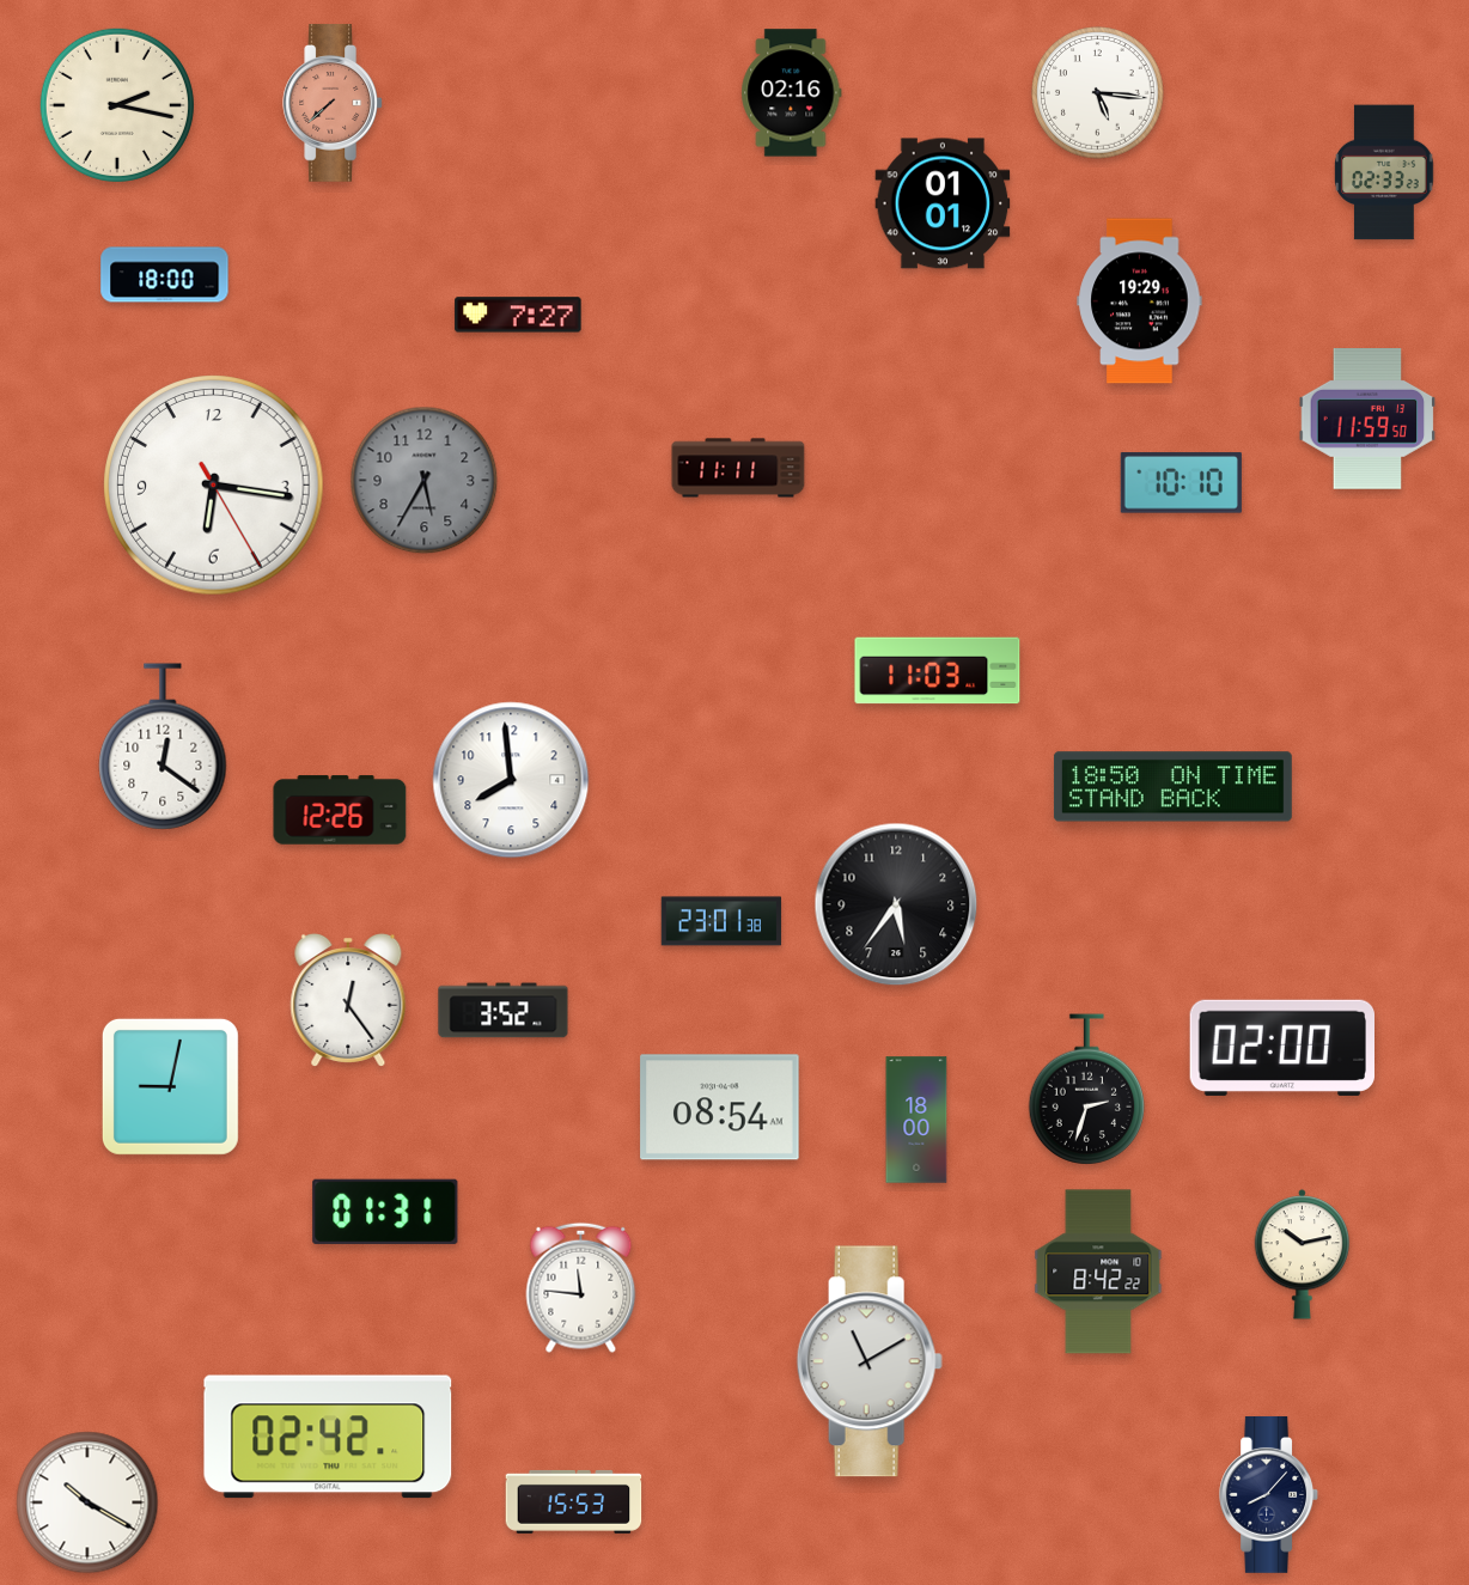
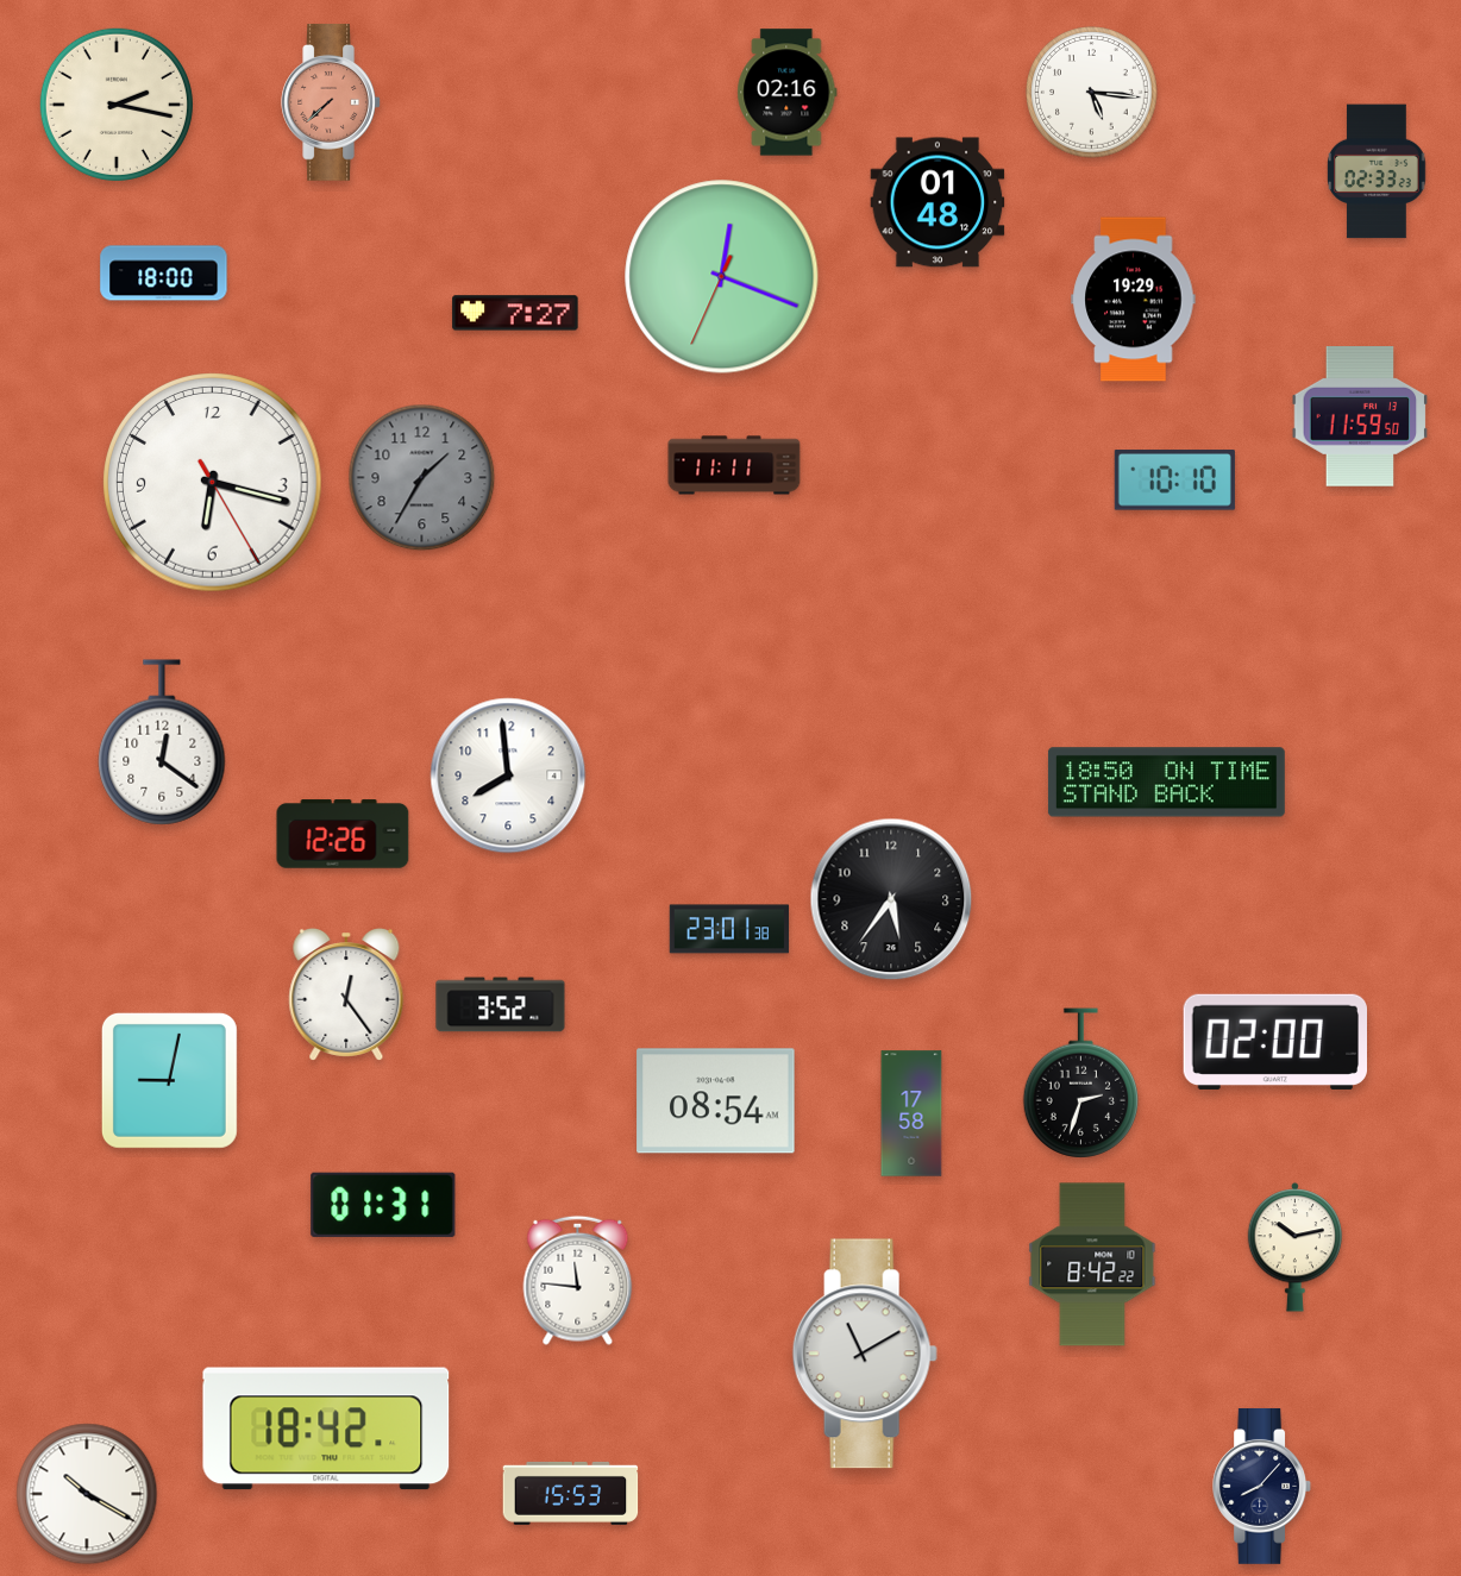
clock at (943, 203): 01:01 -> 01:48
clock at (722, 277): none -> 12:18
clock at (425, 481): 5:35 -> 1:35
clock at (214, 486): 6:16 -> 6:17
clock at (938, 671): 11:03 -> none
clock at (340, 810) position: (340, 810) -> (343, 834)
clock at (721, 921) position: (721, 921) -> (729, 929)
clock at (916, 1120): 18:00 -> 17:58
clock at (328, 1437): 02:42 -> 18:42
